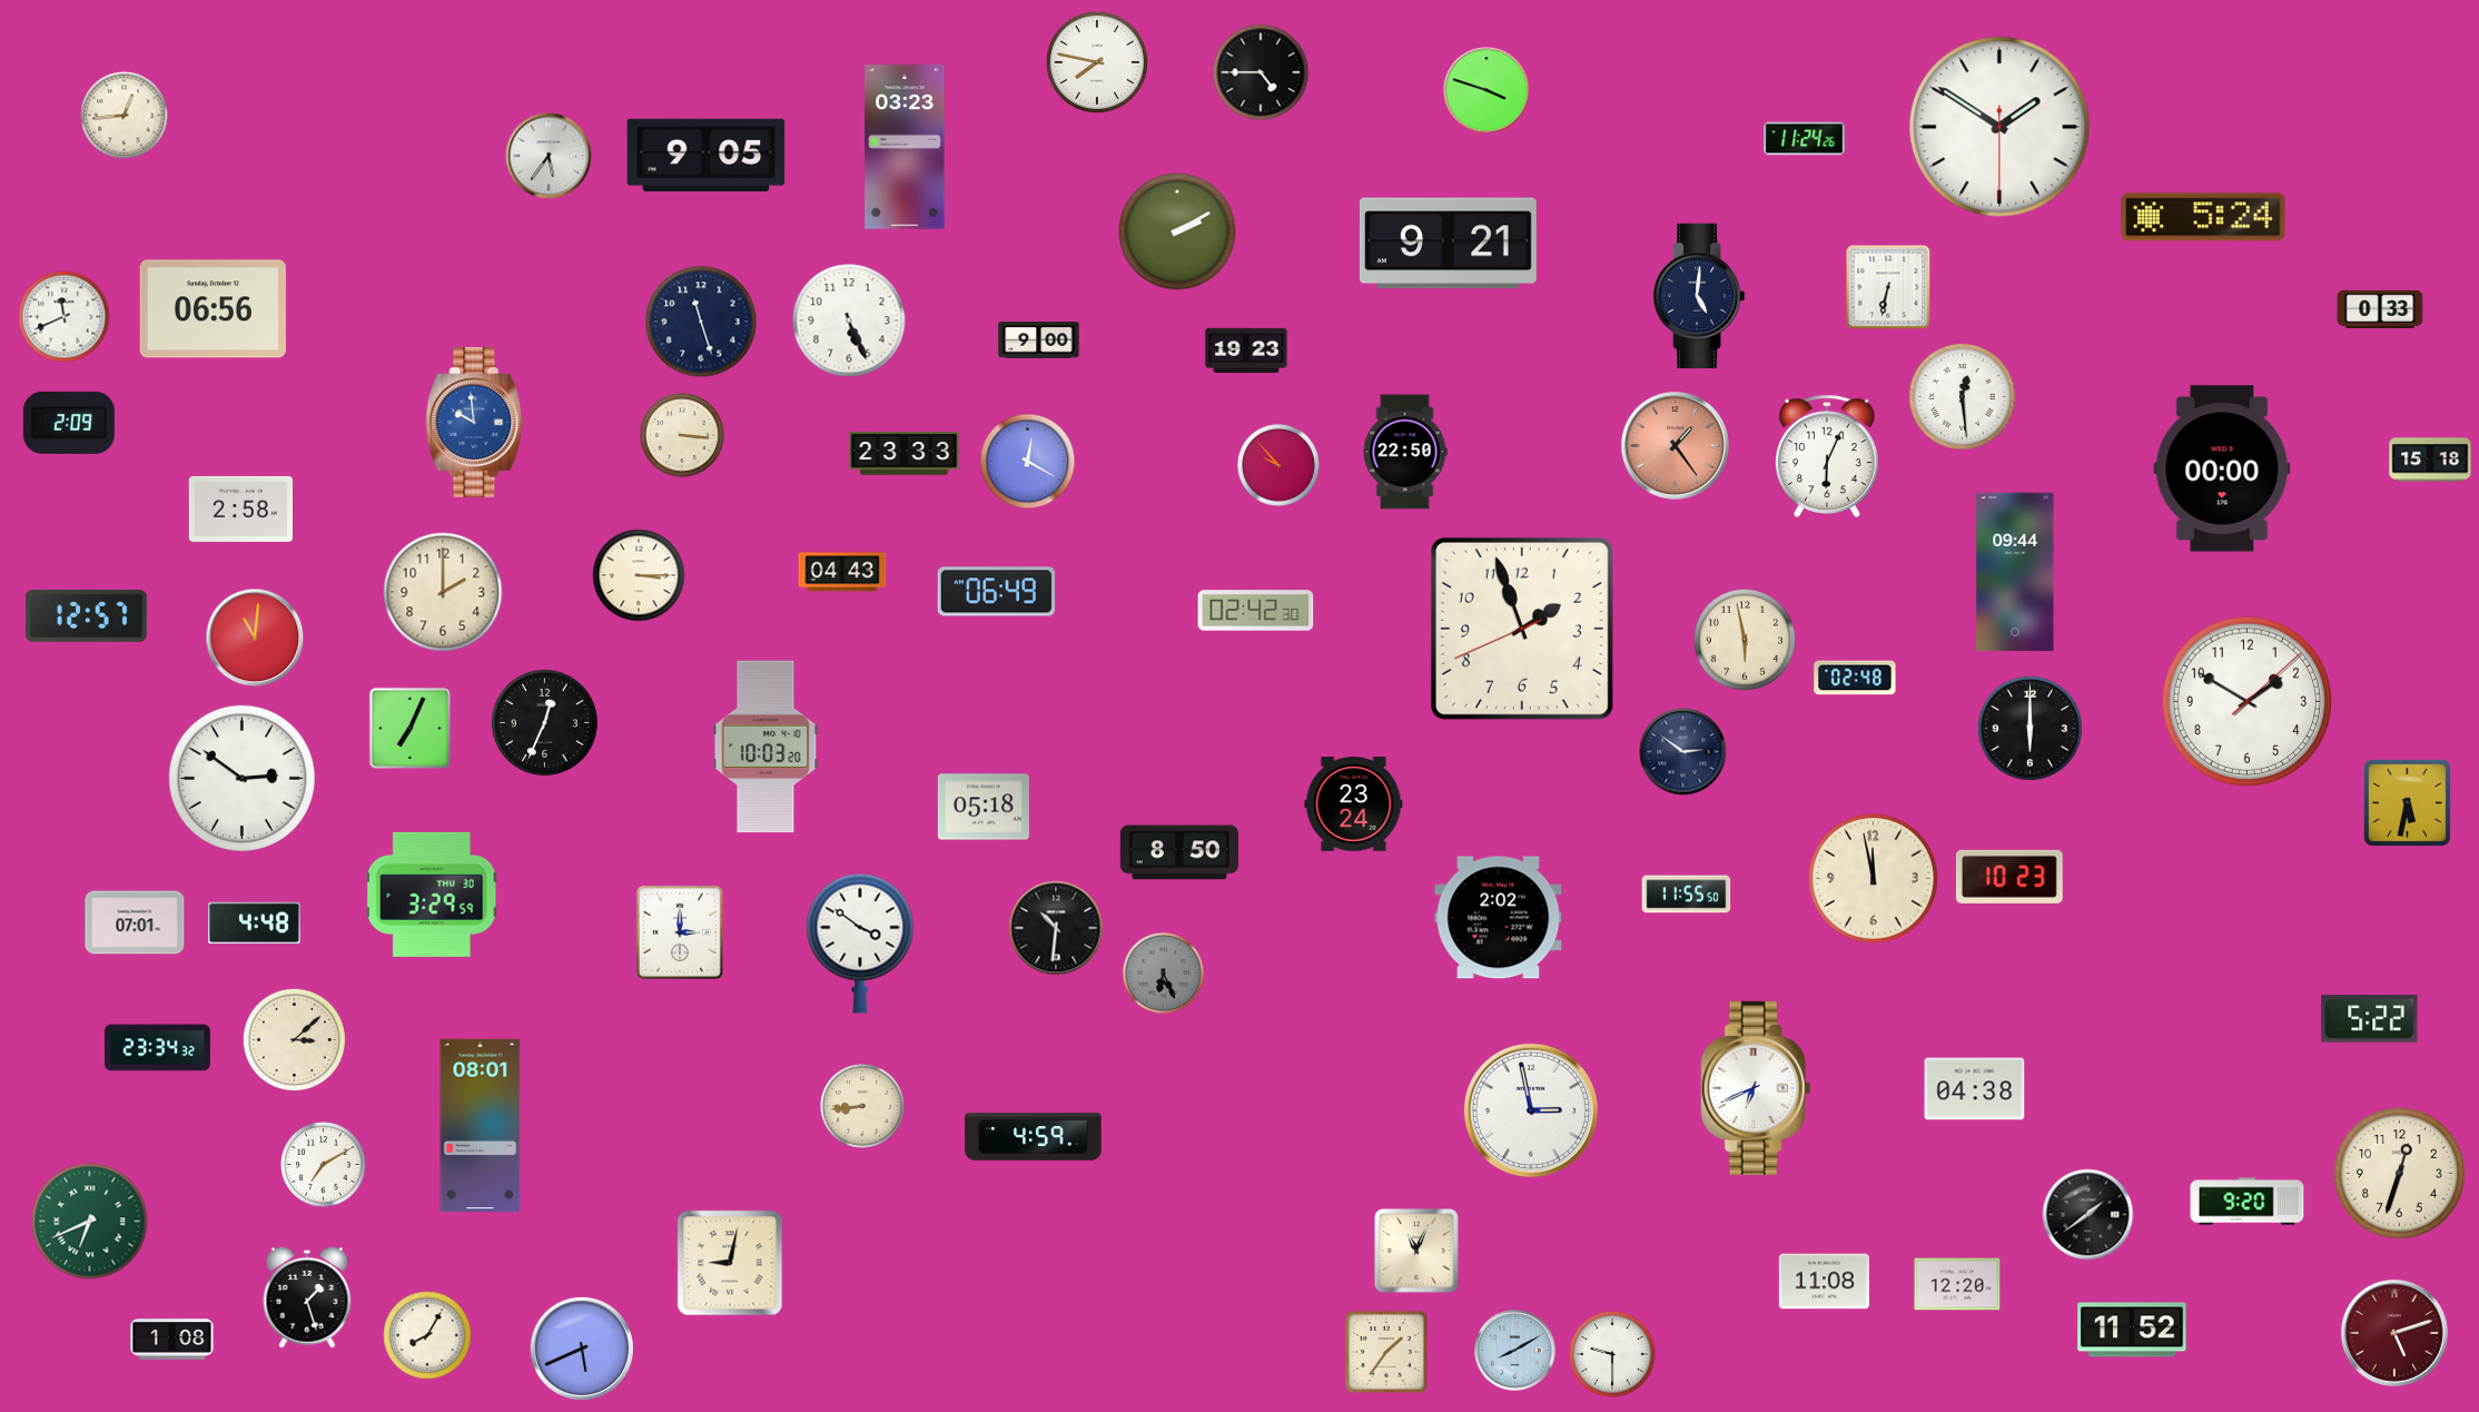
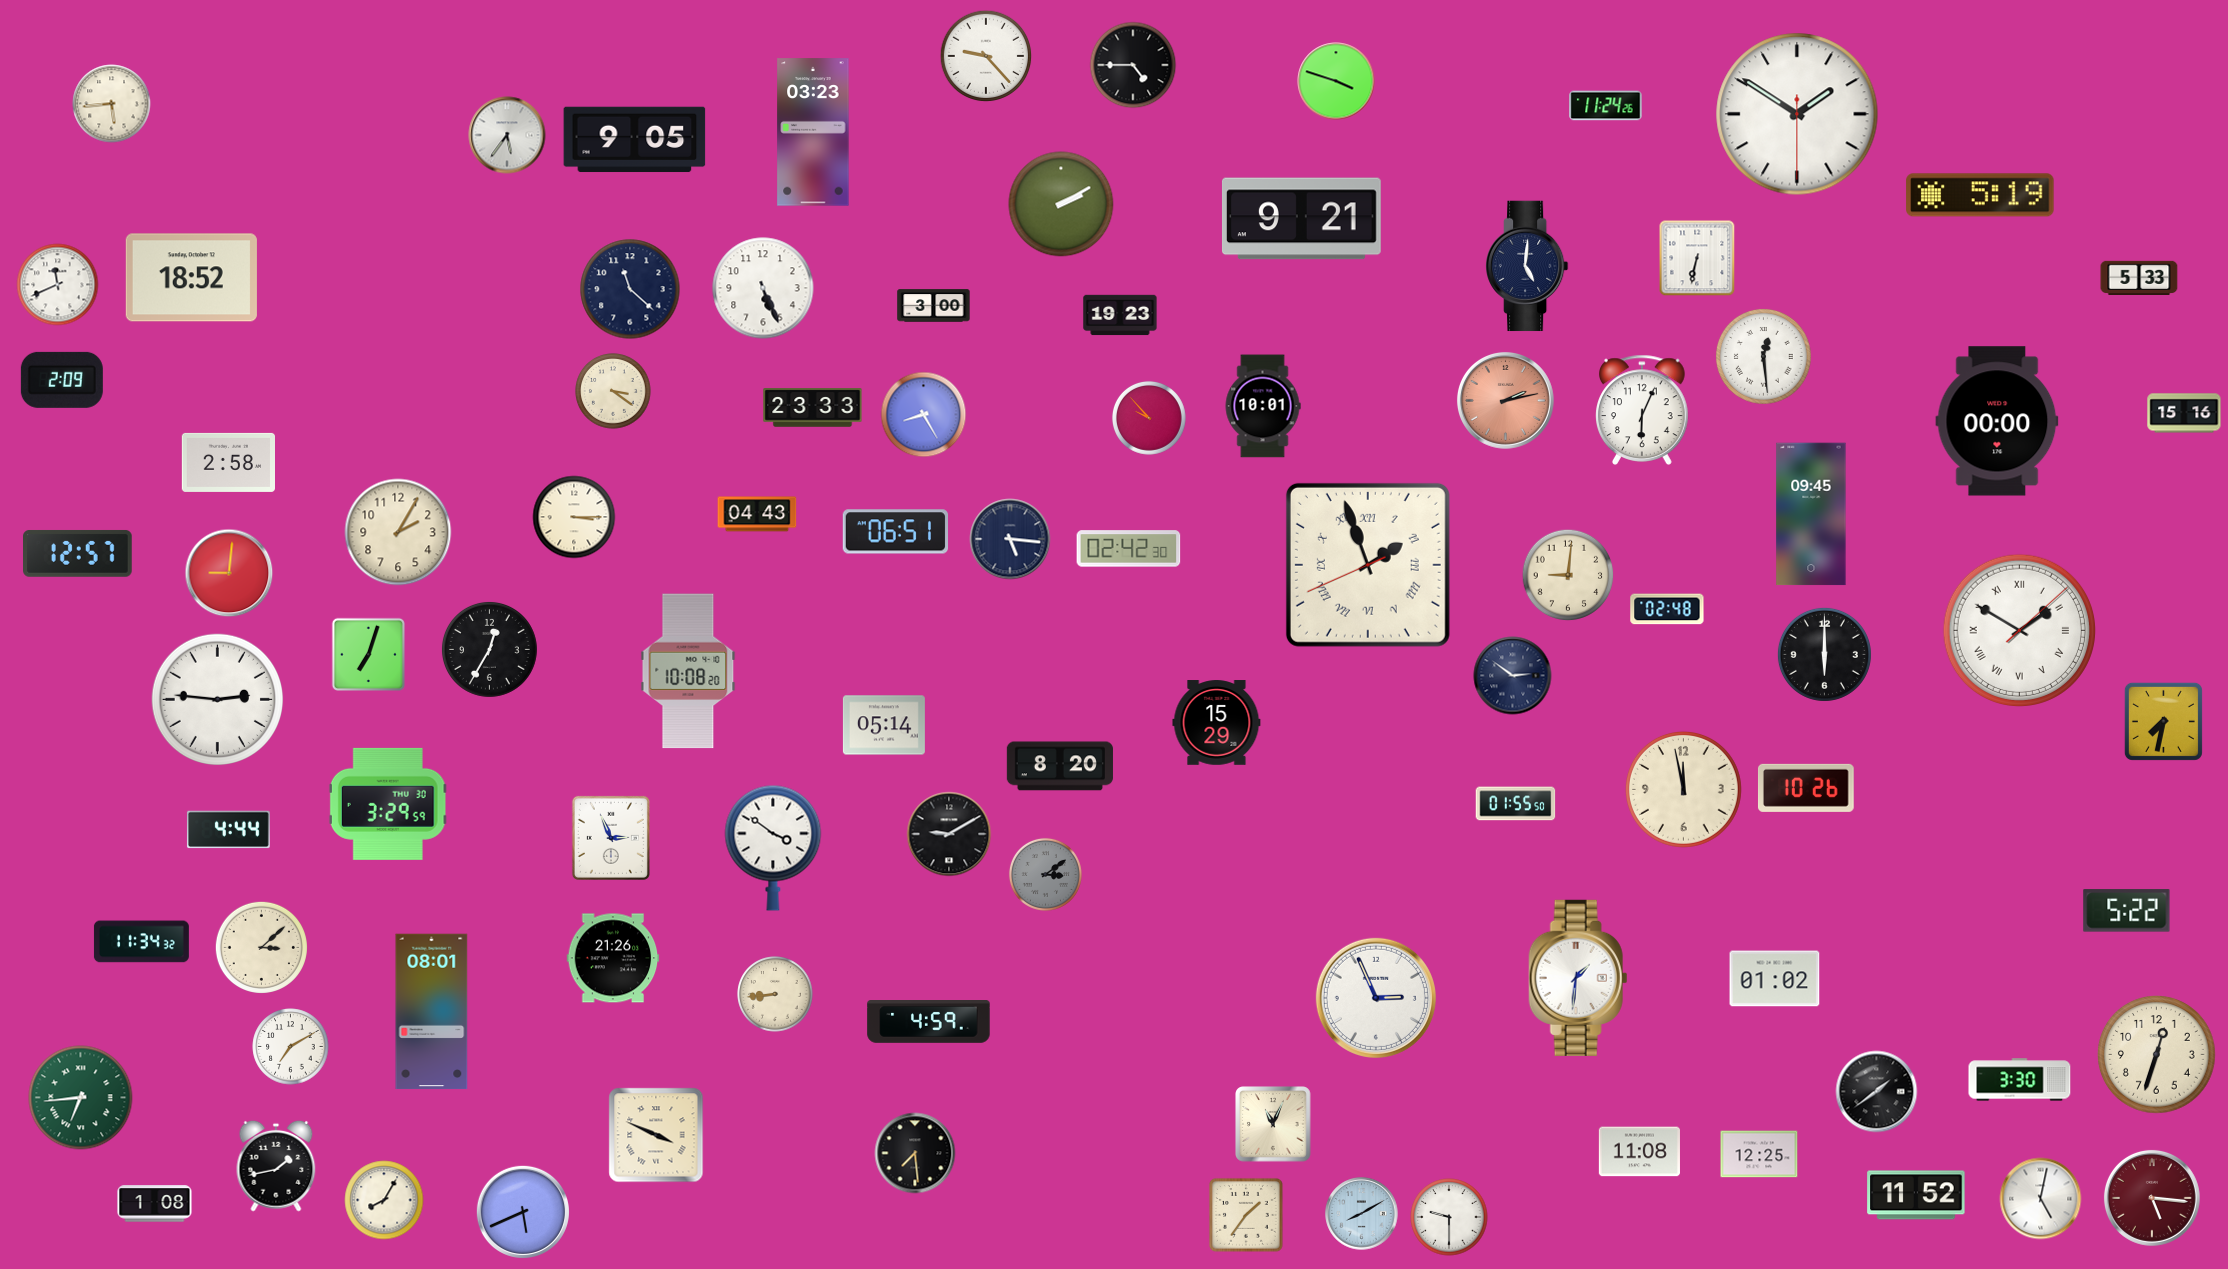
clock at (1097, 62): 7:47 -> 9:23
clock at (125, 116): 12:44 -> 5:44
clock at (1805, 139) position: (1805, 139) -> (1606, 106)
clock at (549, 156) position: (549, 156) -> (507, 135)
clock at (2203, 217): 5:24 -> 5:19
clock at (1177, 231) position: (1177, 231) -> (1061, 204)
clock at (2380, 308): 0:33 -> 5:33
clock at (213, 309): 06:56 -> 18:52
clock at (701, 322): 11:27 -> 11:22
clock at (1039, 340): 9:00 -> 3:00
clock at (475, 423): 9:59 -> none
clock at (682, 435): 3:16 -> 3:21
clock at (1675, 445): 1:24 -> 2:13
clock at (1405, 452): 22:50 -> 10:01
clock at (2430, 460): 15:18 -> 15:16
clock at (1028, 462): 12:20 -> 8:25
clock at (240, 508) position: (240, 508) -> (228, 462)
clock at (2015, 572): 09:44 -> 09:45
clock at (443, 592): 2:00 -> 2:05
clock at (997, 592): 06:49 -> 06:51
clock at (1010, 539): none -> 5:16
clock at (1522, 629) numerals: Arabic -> Roman
clock at (255, 638): 11:01 -> 9:01
clock at (1745, 640): 5:58 -> 9:01
clock at (2246, 701) numerals: Arabic -> Roman
clock at (545, 723): 12:34 -> 12:35
clock at (409, 728): 7:04 -> 7:03
clock at (766, 747): 10:03 -> 10:08
clock at (243, 779): 2:51 -> 2:46
clock at (2407, 802): 5:32 -> 7:32
clock at (1354, 804): 23:24 -> 15:29
clock at (984, 807): 05:18 -> 05:14
clock at (1179, 852): 8:50 -> 8:20
clock at (2009, 877): 10:23 -> 10:26
clock at (1687, 895): 11:55 -> 01:55
clock at (1499, 918): 2:02 -> none
clock at (135, 922): 07:01 -> none
clock at (254, 924): 4:48 -> 4:44
clock at (1056, 928): 10:31 -> 9:10
clock at (680, 932): 3:00 -> 2:56
clock at (1163, 972): 6:26 -> 3:09
clock at (2370, 1019) position: (2370, 1019) -> (2127, 911)
clock at (294, 1039) position: (294, 1039) -> (261, 947)
clock at (157, 1048): 23:34 -> 11:34
clock at (613, 958): none -> 21:26
clock at (1756, 1088): 6:41 -> 1:31
clock at (1975, 1089): 04:38 -> 01:02
clock at (1531, 1110): 2:58 -> 2:56
clock at (2248, 1202): 9:20 -> 3:30
clock at (90, 1222): 6:41 -> 6:44
clock at (730, 1263): 9:02 -> 3:49
clock at (915, 1153): none -> 7:29
clock at (1957, 1284): 12:20 -> 12:25
clock at (307, 1297): 1:27 -> 1:43
clock at (2394, 1333): 5:12 -> 5:16
clock at (2041, 1199): none -> 5:02
